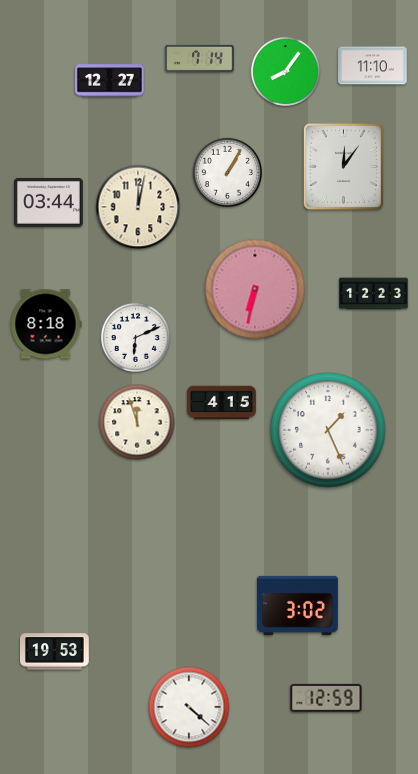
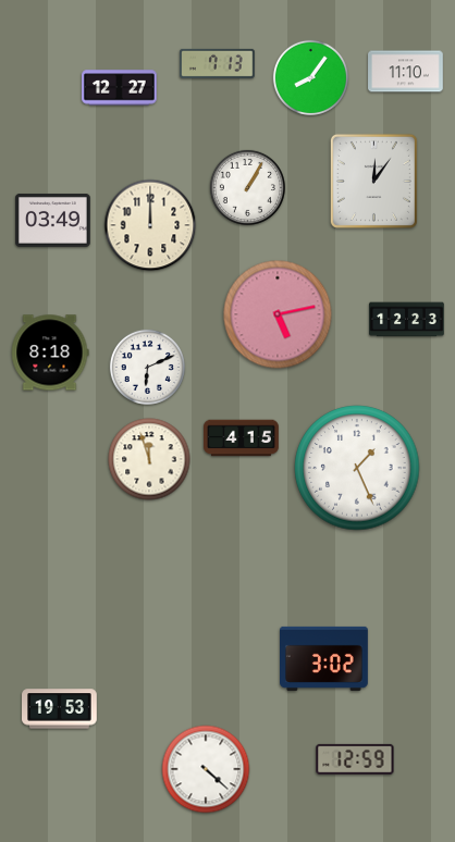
clock at (200, 58): 7:14 -> 7:13
clock at (49, 202): 03:44 -> 03:49
clock at (138, 207): 12:02 -> 12:00
clock at (255, 289): 6:32 -> 5:13
